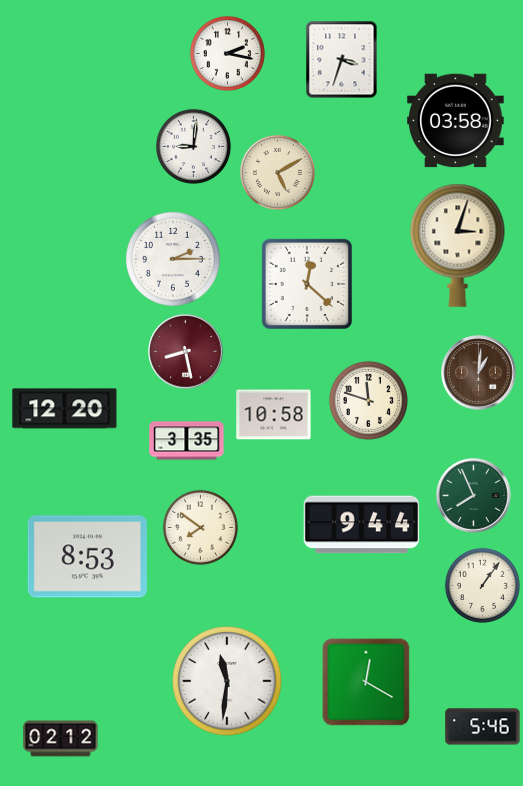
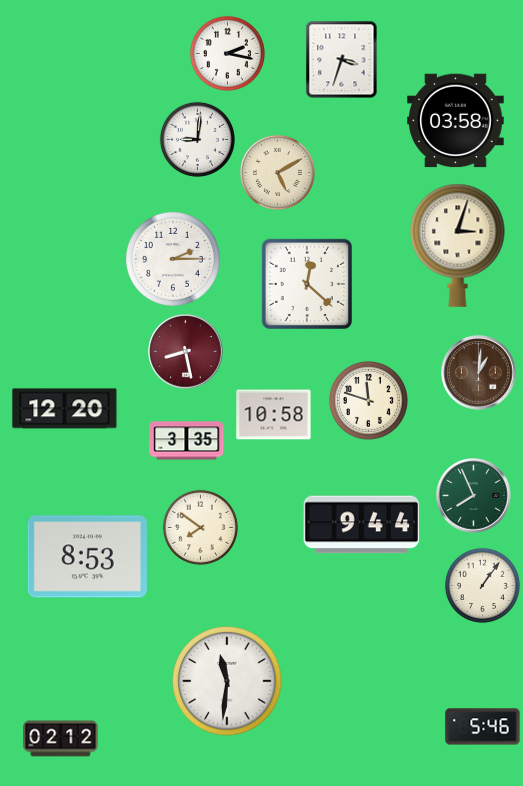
clock at (193, 146) position: (193, 146) -> (197, 139)
clock at (366, 682): 12:20 -> none
